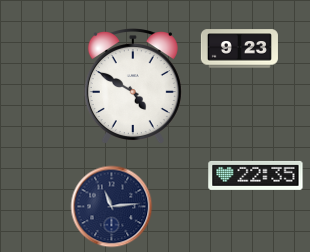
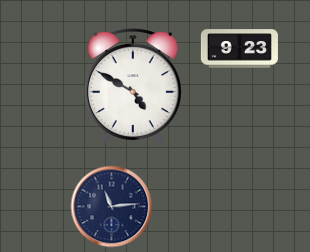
clock at (256, 175): 22:35 -> none
